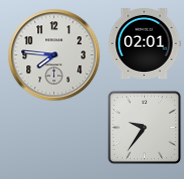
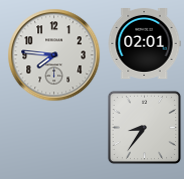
clock at (145, 128): 9:36 -> 8:36
